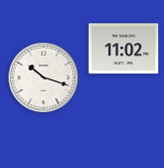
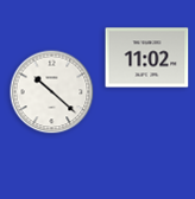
clock at (44, 78): 10:18 -> 10:22
